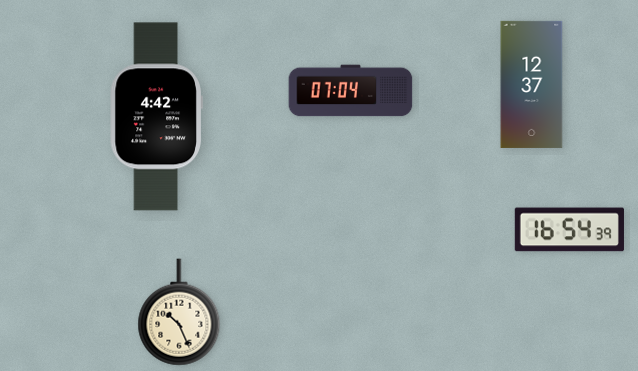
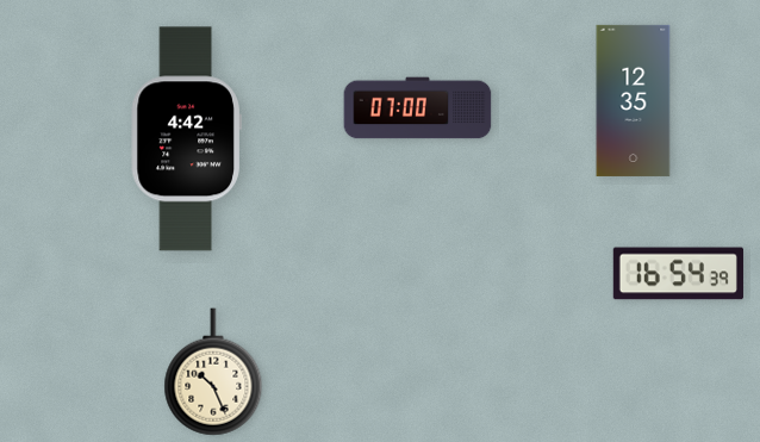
clock at (532, 84): 12:37 -> 12:35
clock at (351, 91): 07:04 -> 07:00
